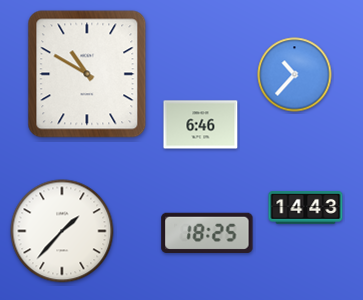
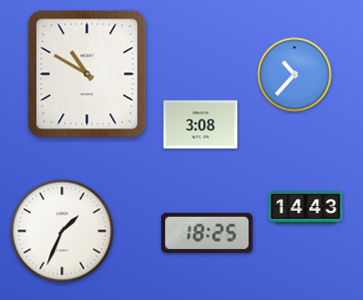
clock at (201, 125): 6:46 -> 3:08
clock at (62, 231): 1:37 -> 1:34
